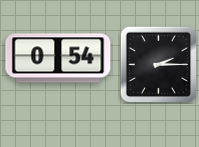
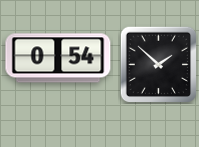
clock at (158, 64): 2:15 -> 1:52
